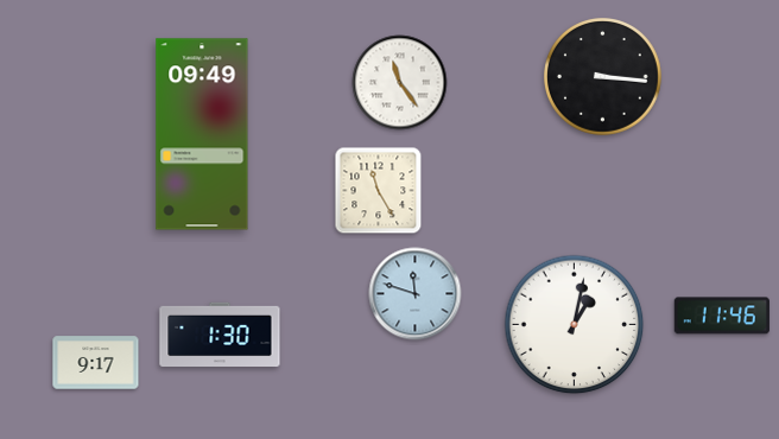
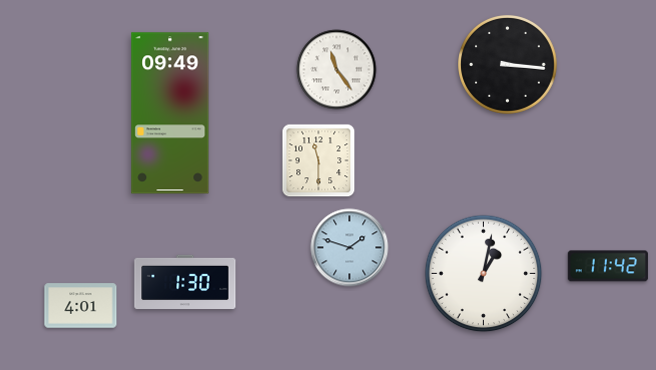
clock at (379, 191): 11:25 -> 11:30
clock at (416, 294): 11:48 -> 1:48
clock at (722, 316): 11:46 -> 11:42
clock at (96, 363): 9:17 -> 4:01
